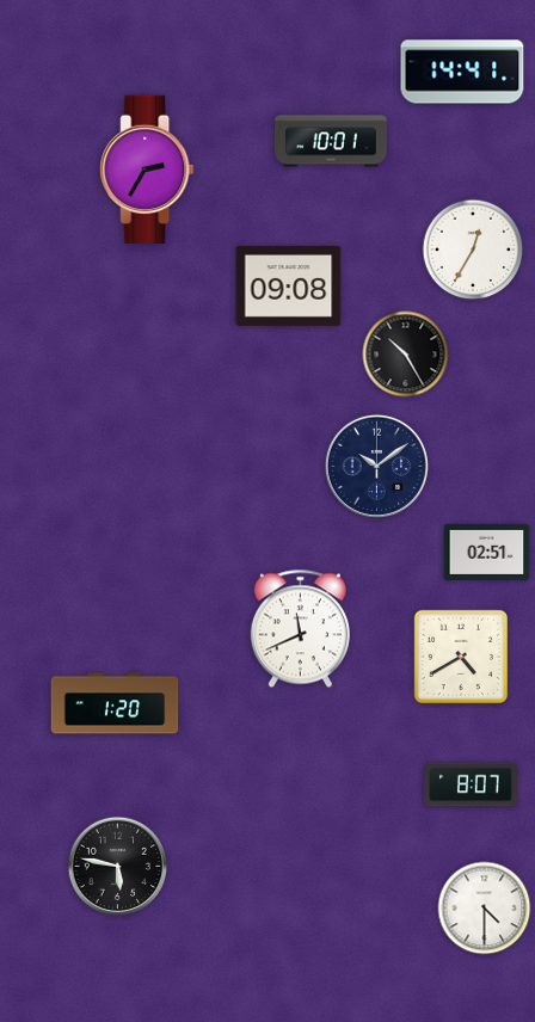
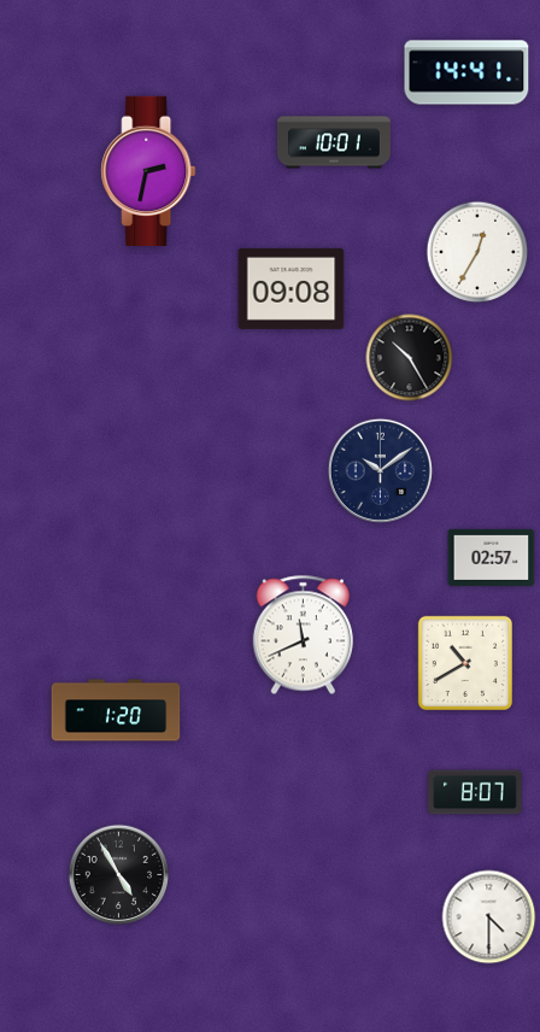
clock at (147, 168): 2:35 -> 2:32
clock at (487, 552): 02:51 -> 02:57
clock at (460, 655): 4:40 -> 10:40
clock at (118, 867): 5:47 -> 4:55
